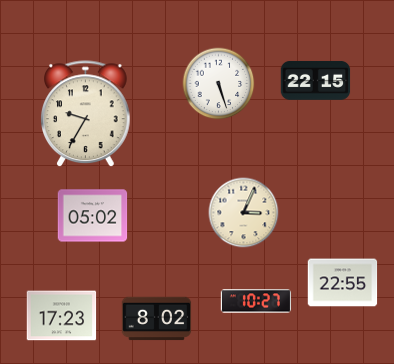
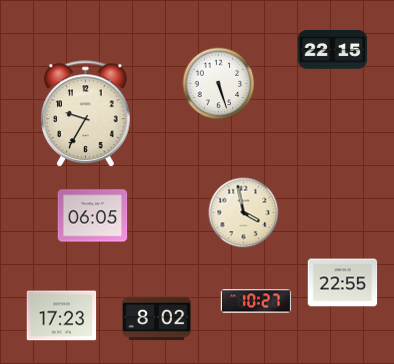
clock at (316, 80) position: (316, 80) -> (333, 49)
clock at (244, 213): 3:04 -> 3:58
clock at (93, 216): 05:02 -> 06:05
